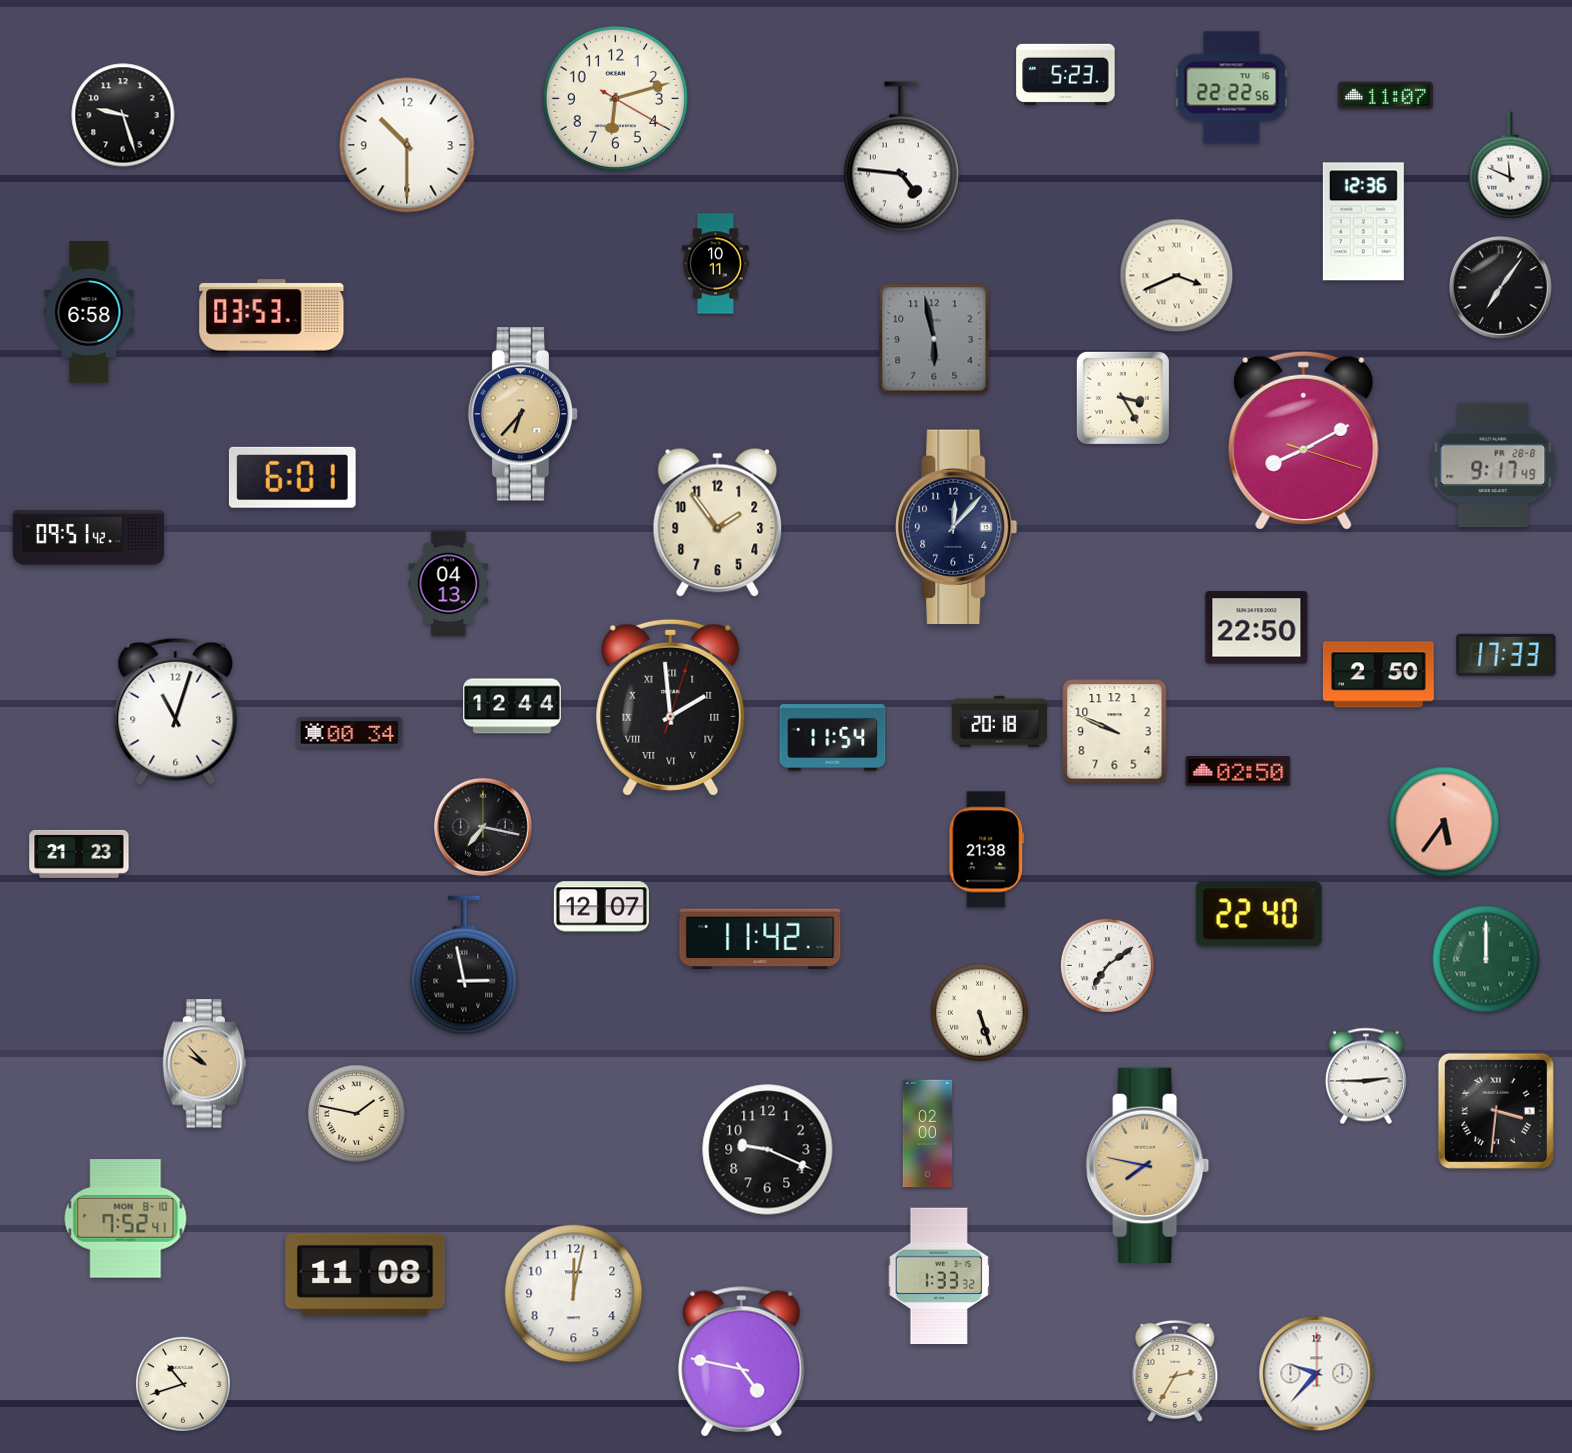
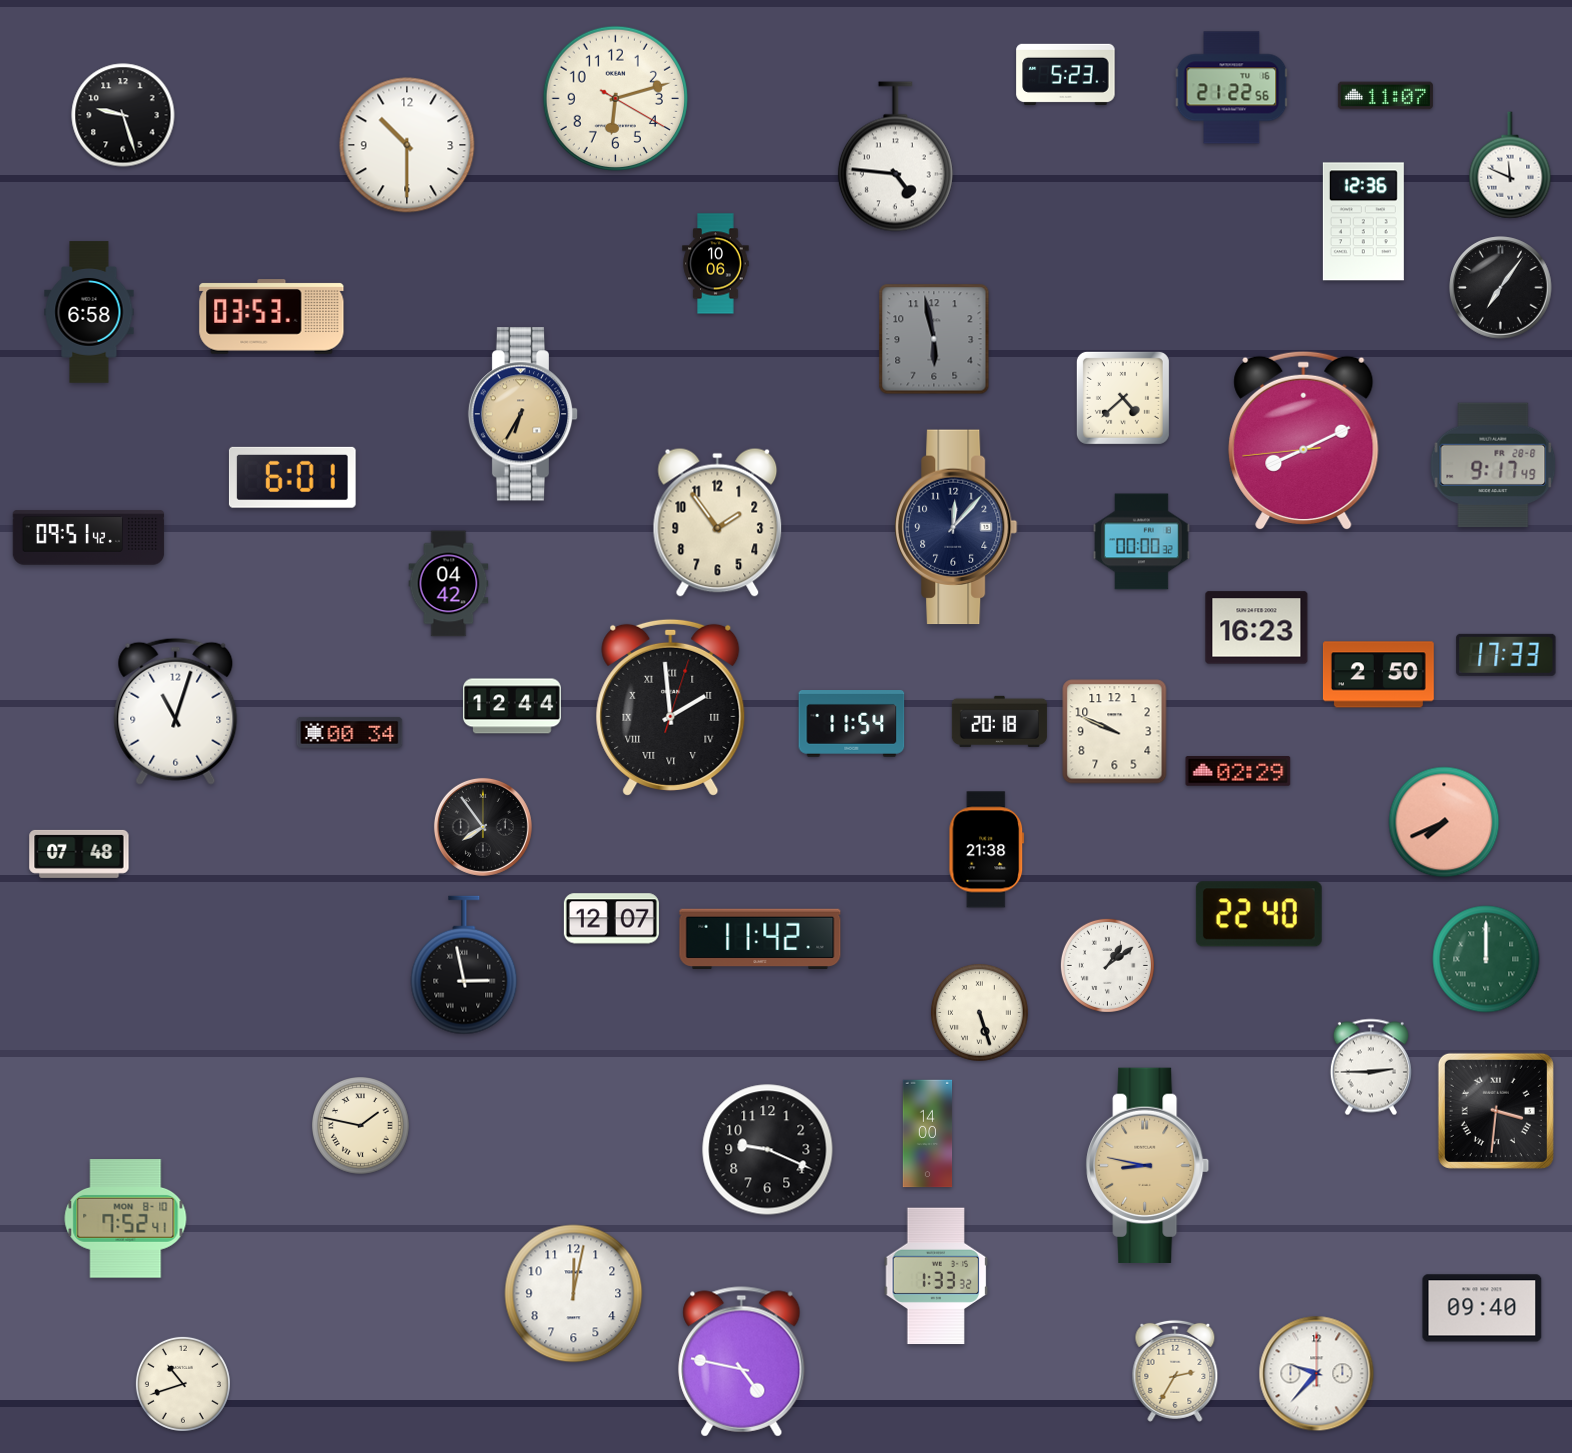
clock at (1232, 88): 22:22 -> 21:22
clock at (901, 157) position: (901, 157) -> (895, 157)
clock at (716, 264): 10:11 -> 10:06
clock at (1177, 276): 3:41 -> none
clock at (1123, 398): 3:25 -> 4:38
clock at (523, 414): 6:37 -> 6:35
clock at (1304, 440): 8:10:18 -> 8:10:44
clock at (1142, 542): none -> 00:00
clock at (449, 584): 04:13 -> 04:42
clock at (1257, 628): 22:50 -> 16:23
clock at (833, 738) position: (833, 738) -> (852, 724)
clock at (1238, 772): 02:50 -> 02:29
clock at (1444, 822): 5:36 -> 7:41
clock at (483, 827): 7:17 -> 7:54
clock at (79, 854): 21:23 -> 07:48
clock at (601, 907) position: (601, 907) -> (611, 919)
clock at (1107, 965): 7:09 -> 1:09
clock at (205, 1064): 9:53 -> none
clock at (1366, 1076) position: (1366, 1076) -> (1371, 1067)
clock at (357, 1114) position: (357, 1114) -> (361, 1126)
clock at (928, 1134): 02:00 -> 14:00
clock at (1148, 1165): 7:47 -> 8:47
clock at (365, 1275): 11:08 -> none
clock at (939, 1276) position: (939, 1276) -> (936, 1276)
clock at (1482, 1308): none -> 09:40
